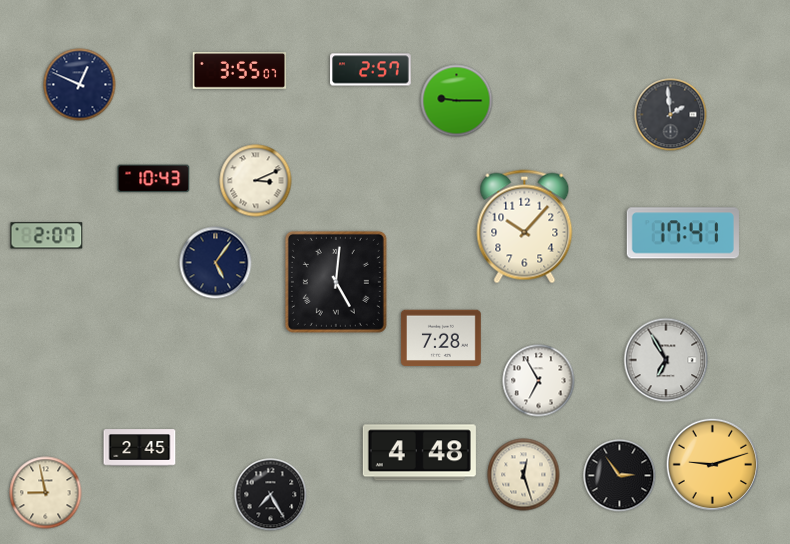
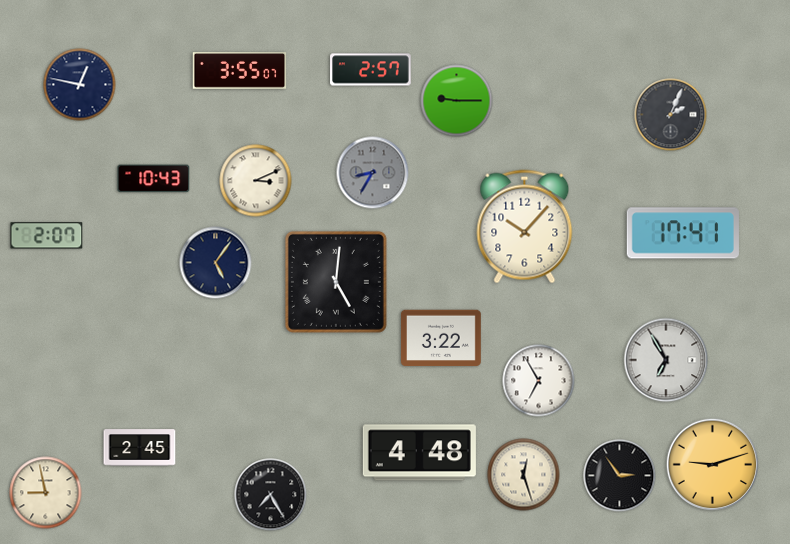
clock at (80, 85): 12:49 -> 12:47
clock at (671, 115): 1:59 -> 2:04
clock at (373, 173): none -> 8:35
clock at (441, 338): 7:28 -> 3:22
